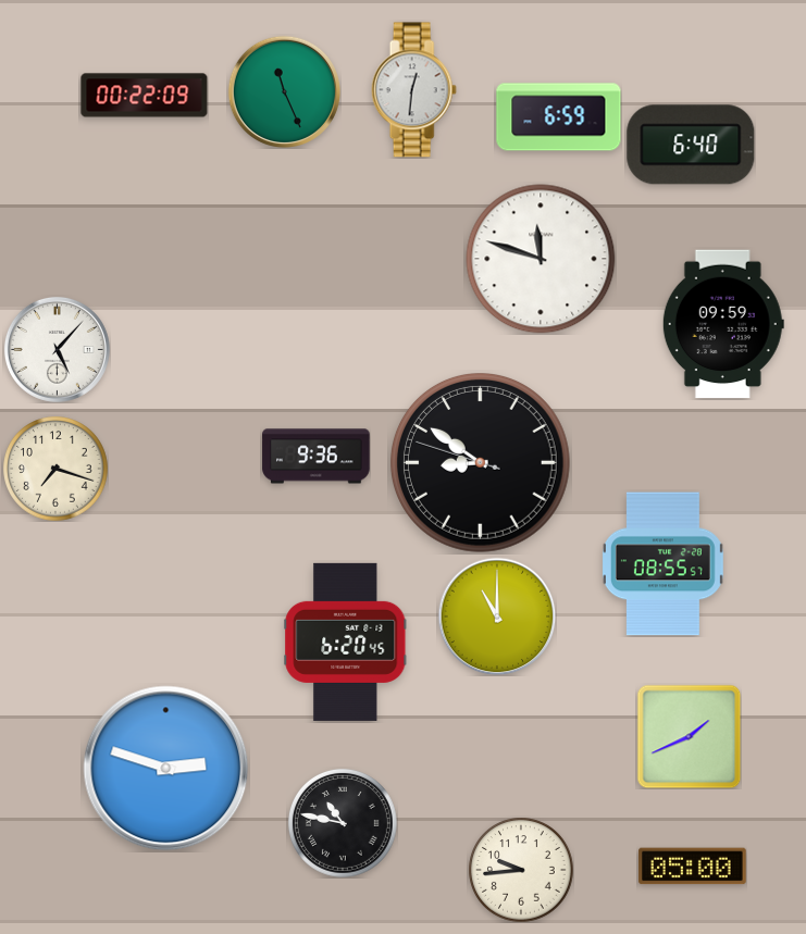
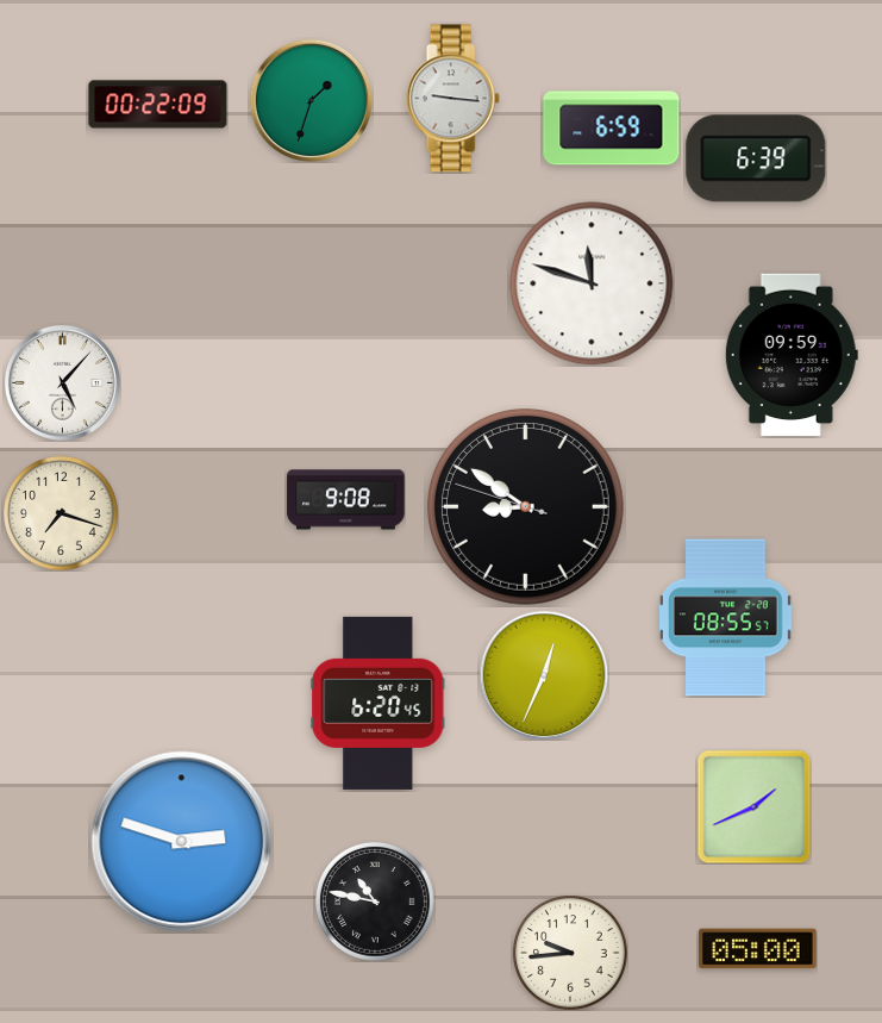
clock at (413, 90): 12:31 -> 9:16
clock at (284, 91): 11:26 -> 1:33
clock at (691, 145): 6:40 -> 6:39
clock at (317, 457): 9:36 -> 9:08
clock at (497, 617): 11:00 -> 12:34
